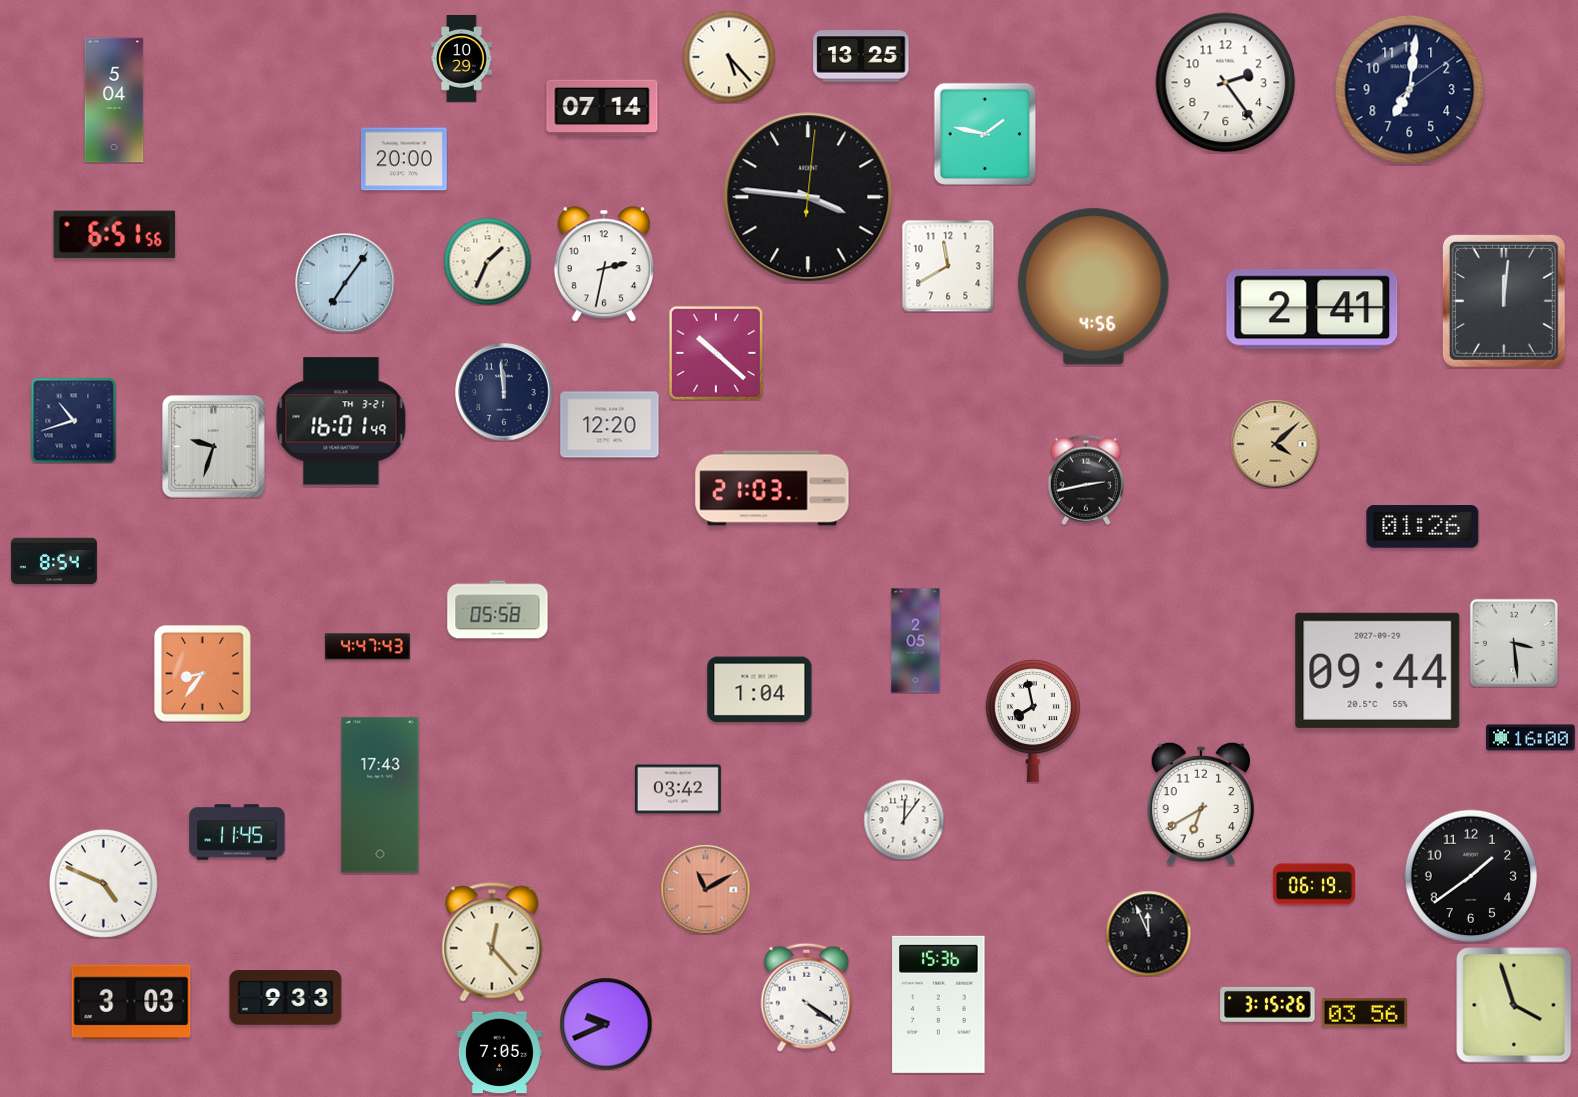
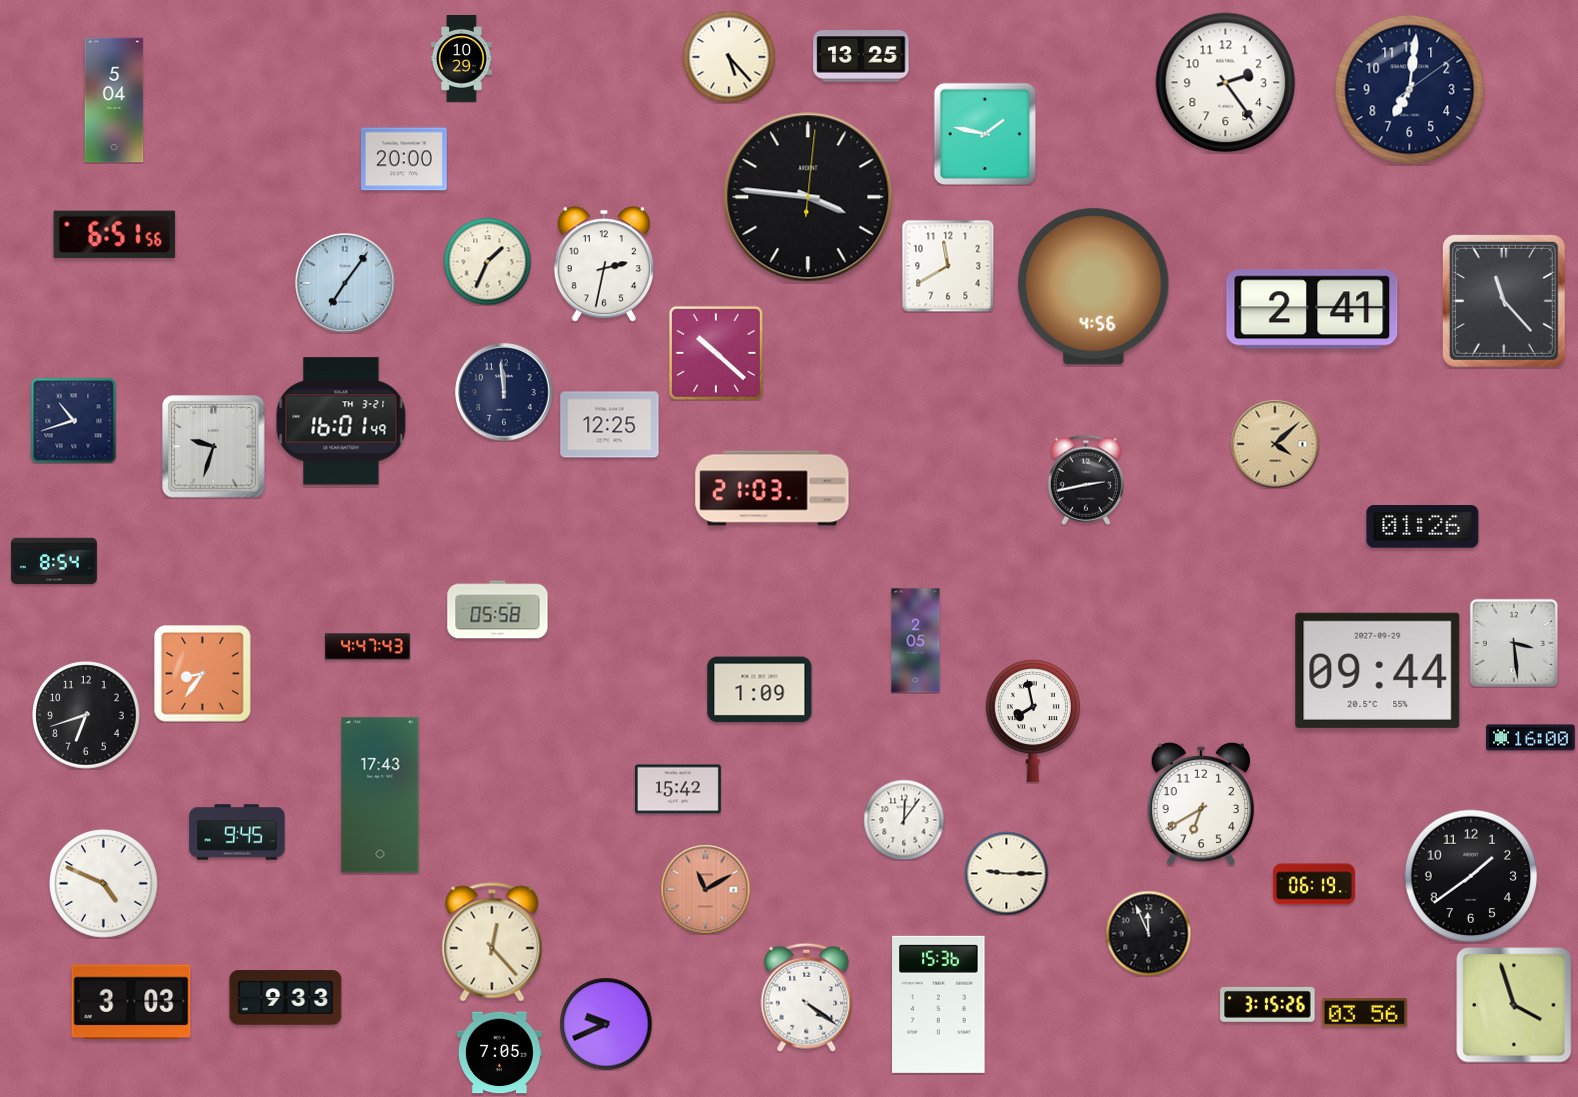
clock at (602, 108): 07:14 -> none
clock at (1504, 301): 12:01 -> 11:23
clock at (610, 425): 12:20 -> 12:25
clock at (760, 690): 1:04 -> 1:09
clock at (87, 716): none -> 6:42
clock at (678, 789): 03:42 -> 15:42
clock at (237, 832): 11:45 -> 9:45
clock at (1006, 873): none -> 9:15
